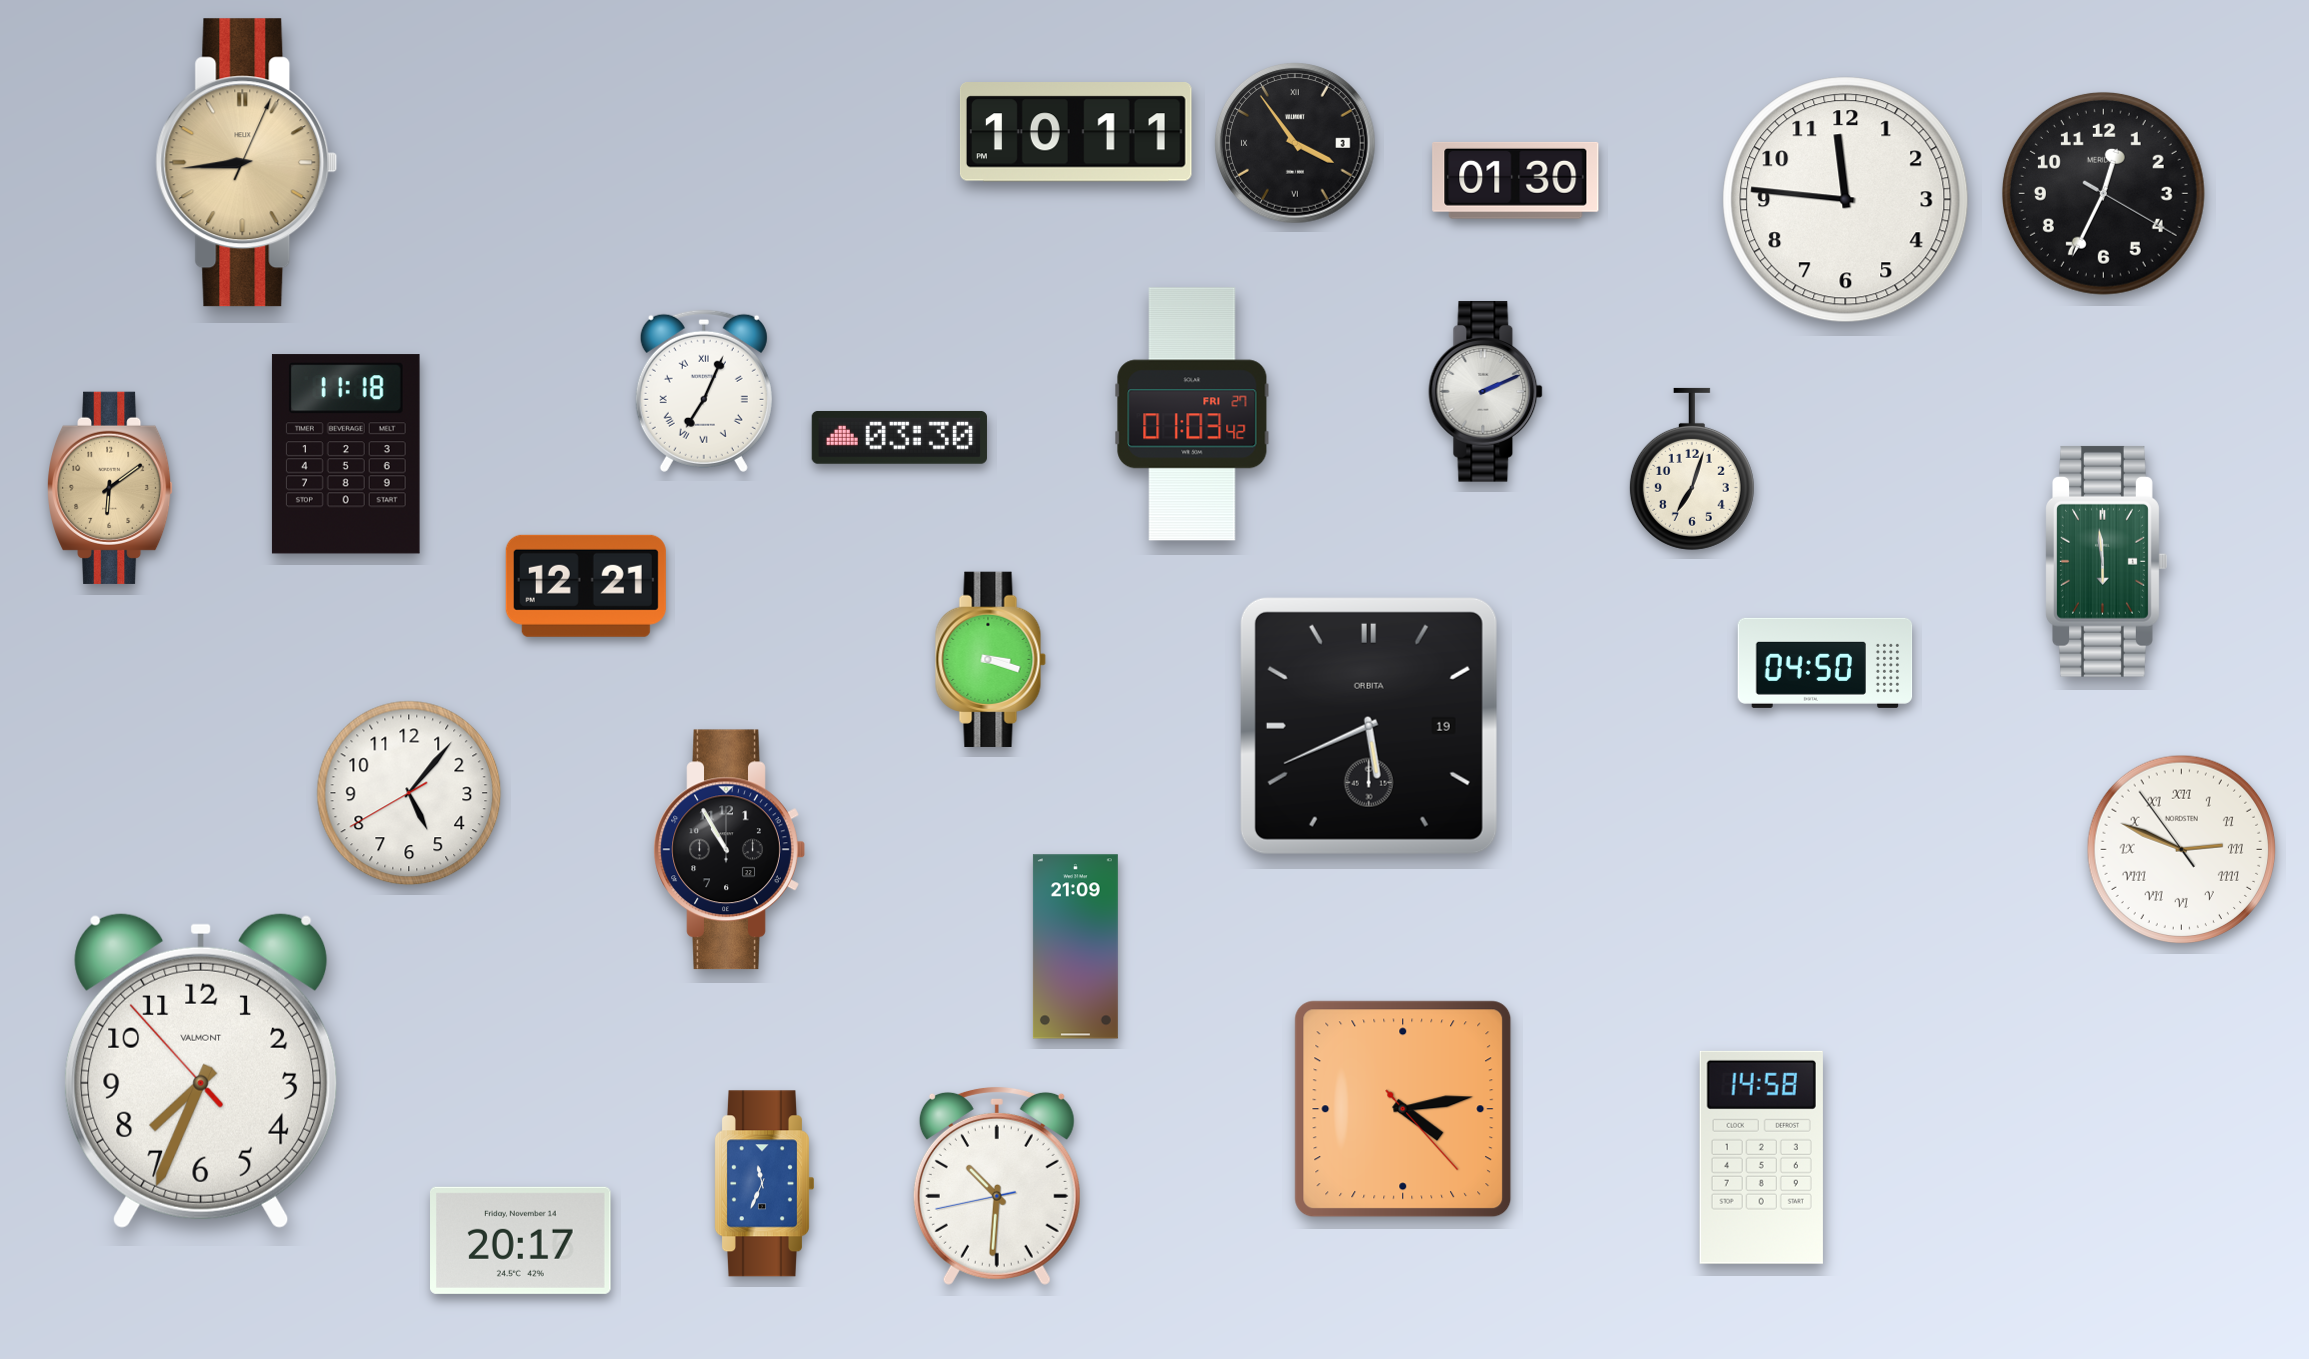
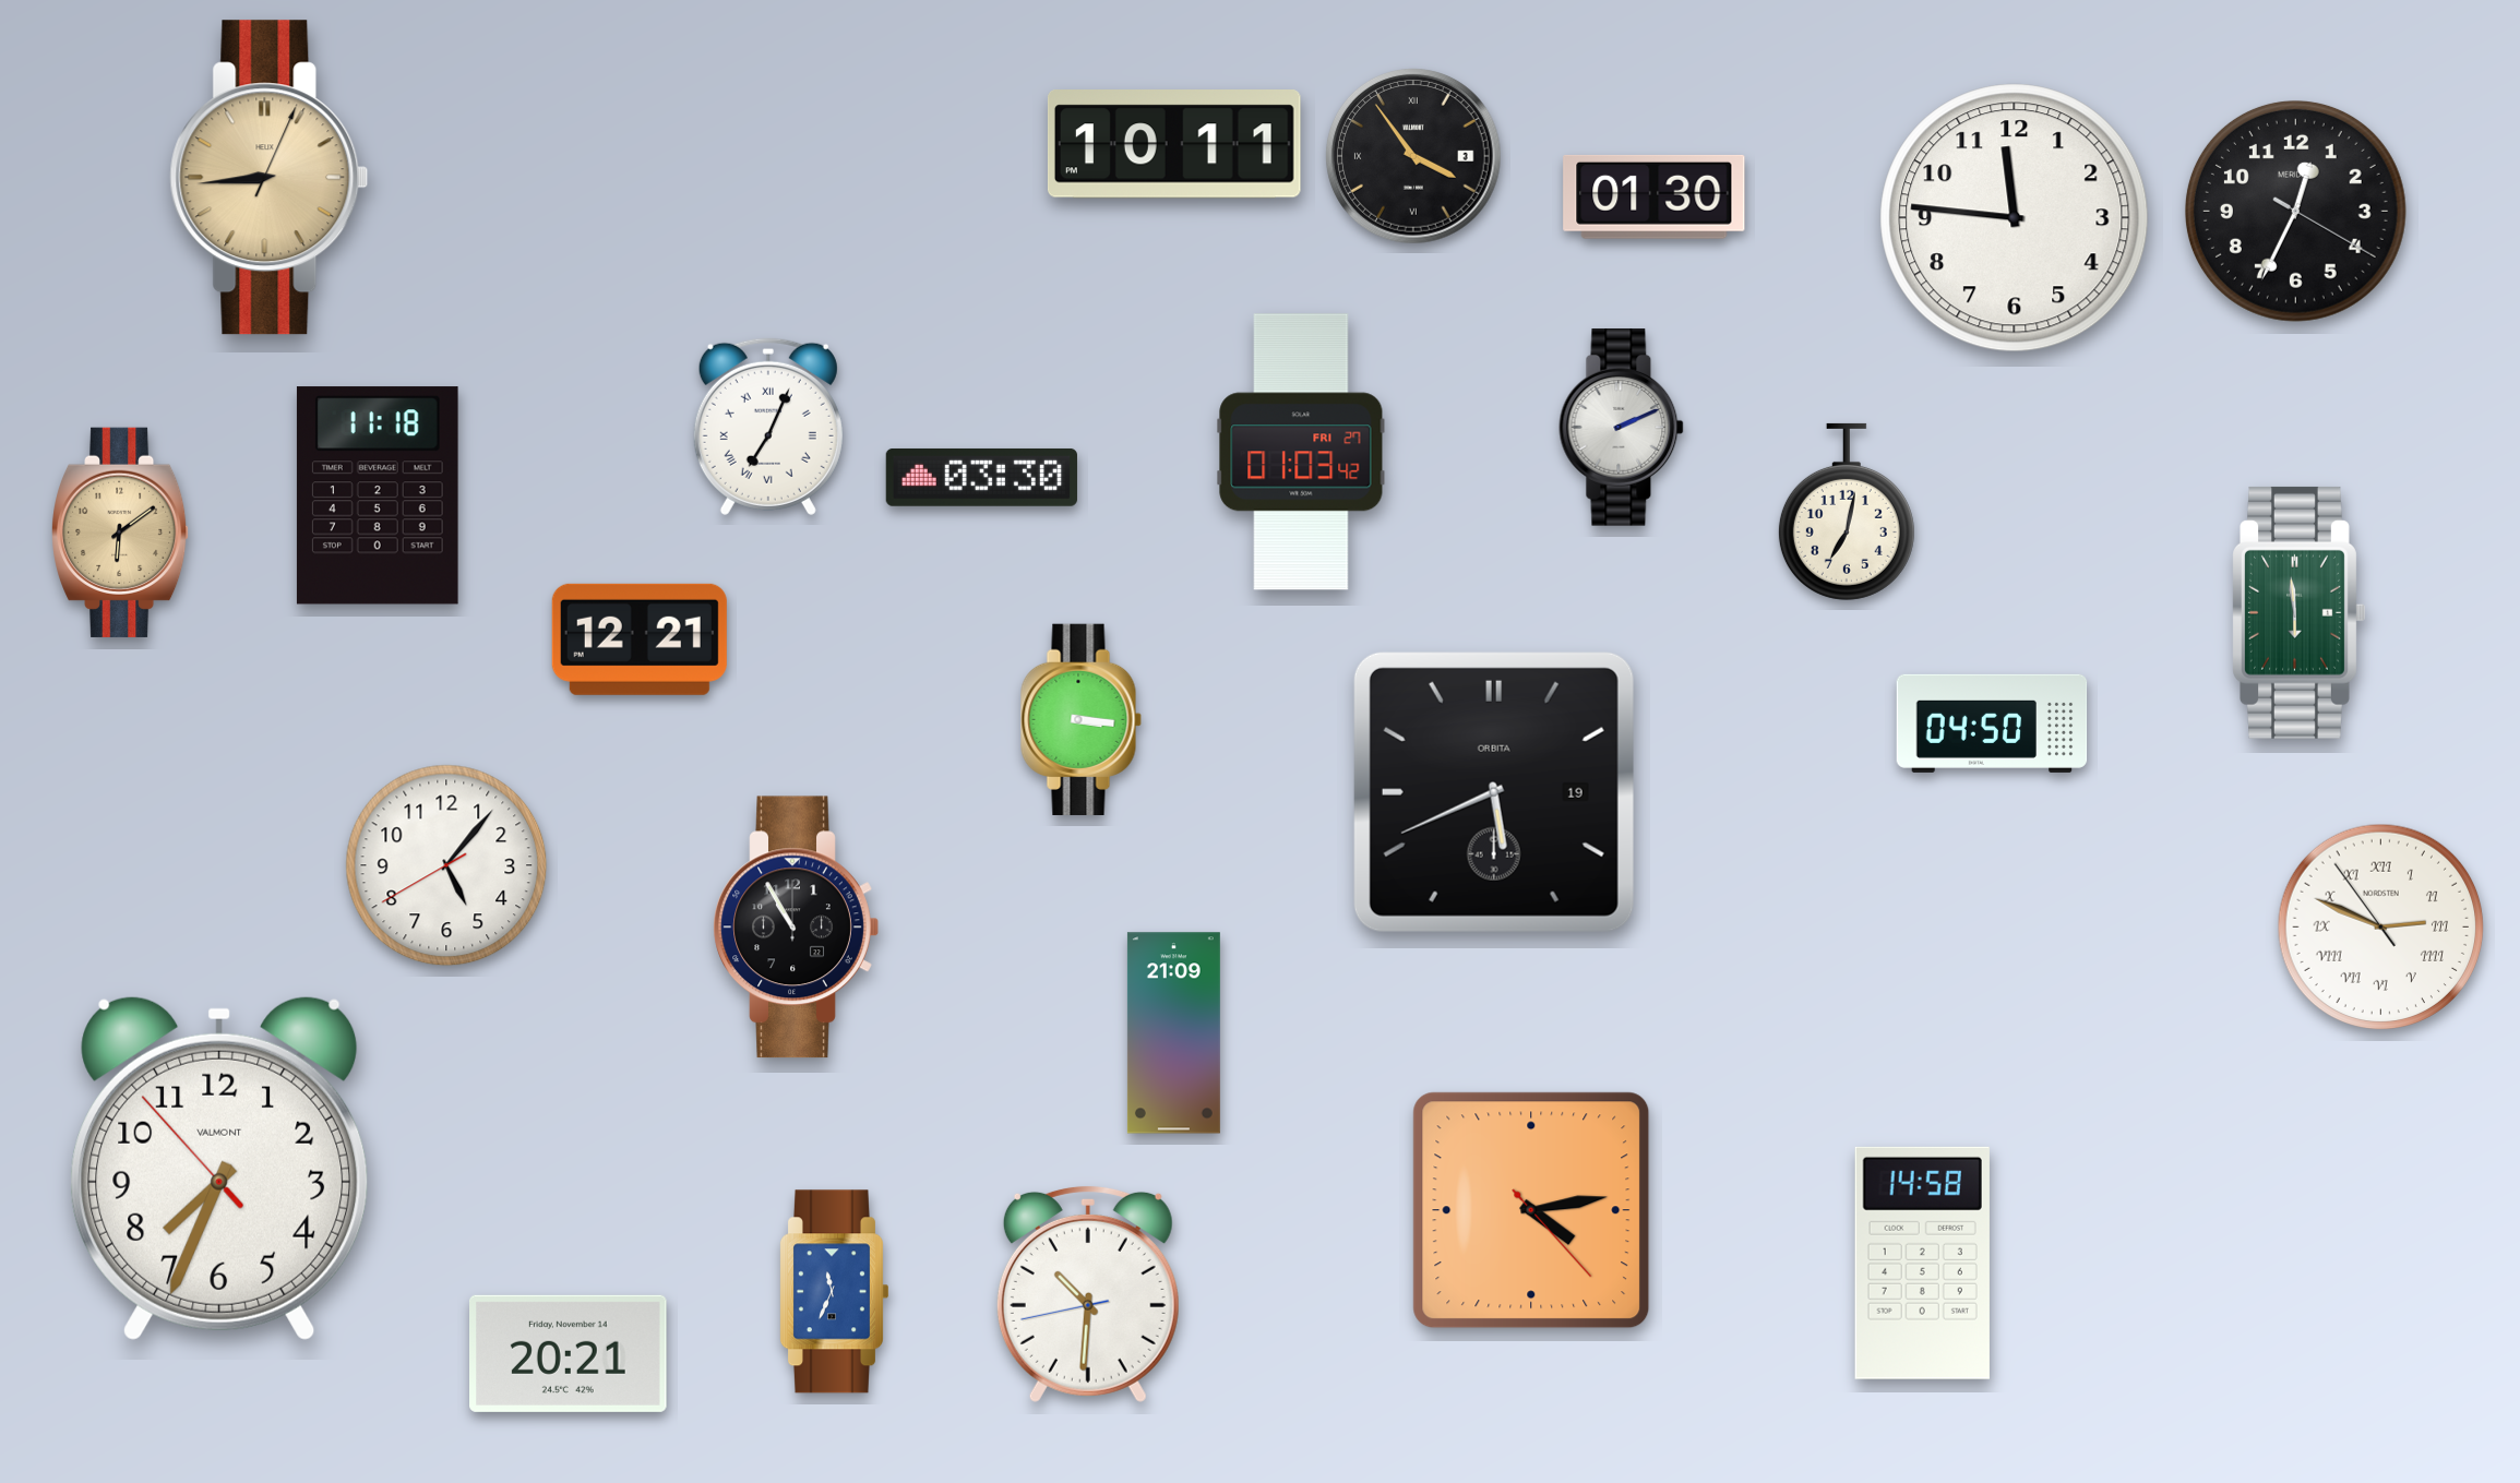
clock at (1692, 469): 7:03 -> 7:02
clock at (990, 659): 3:18 -> 3:16
clock at (521, 1240): 20:17 -> 20:21
